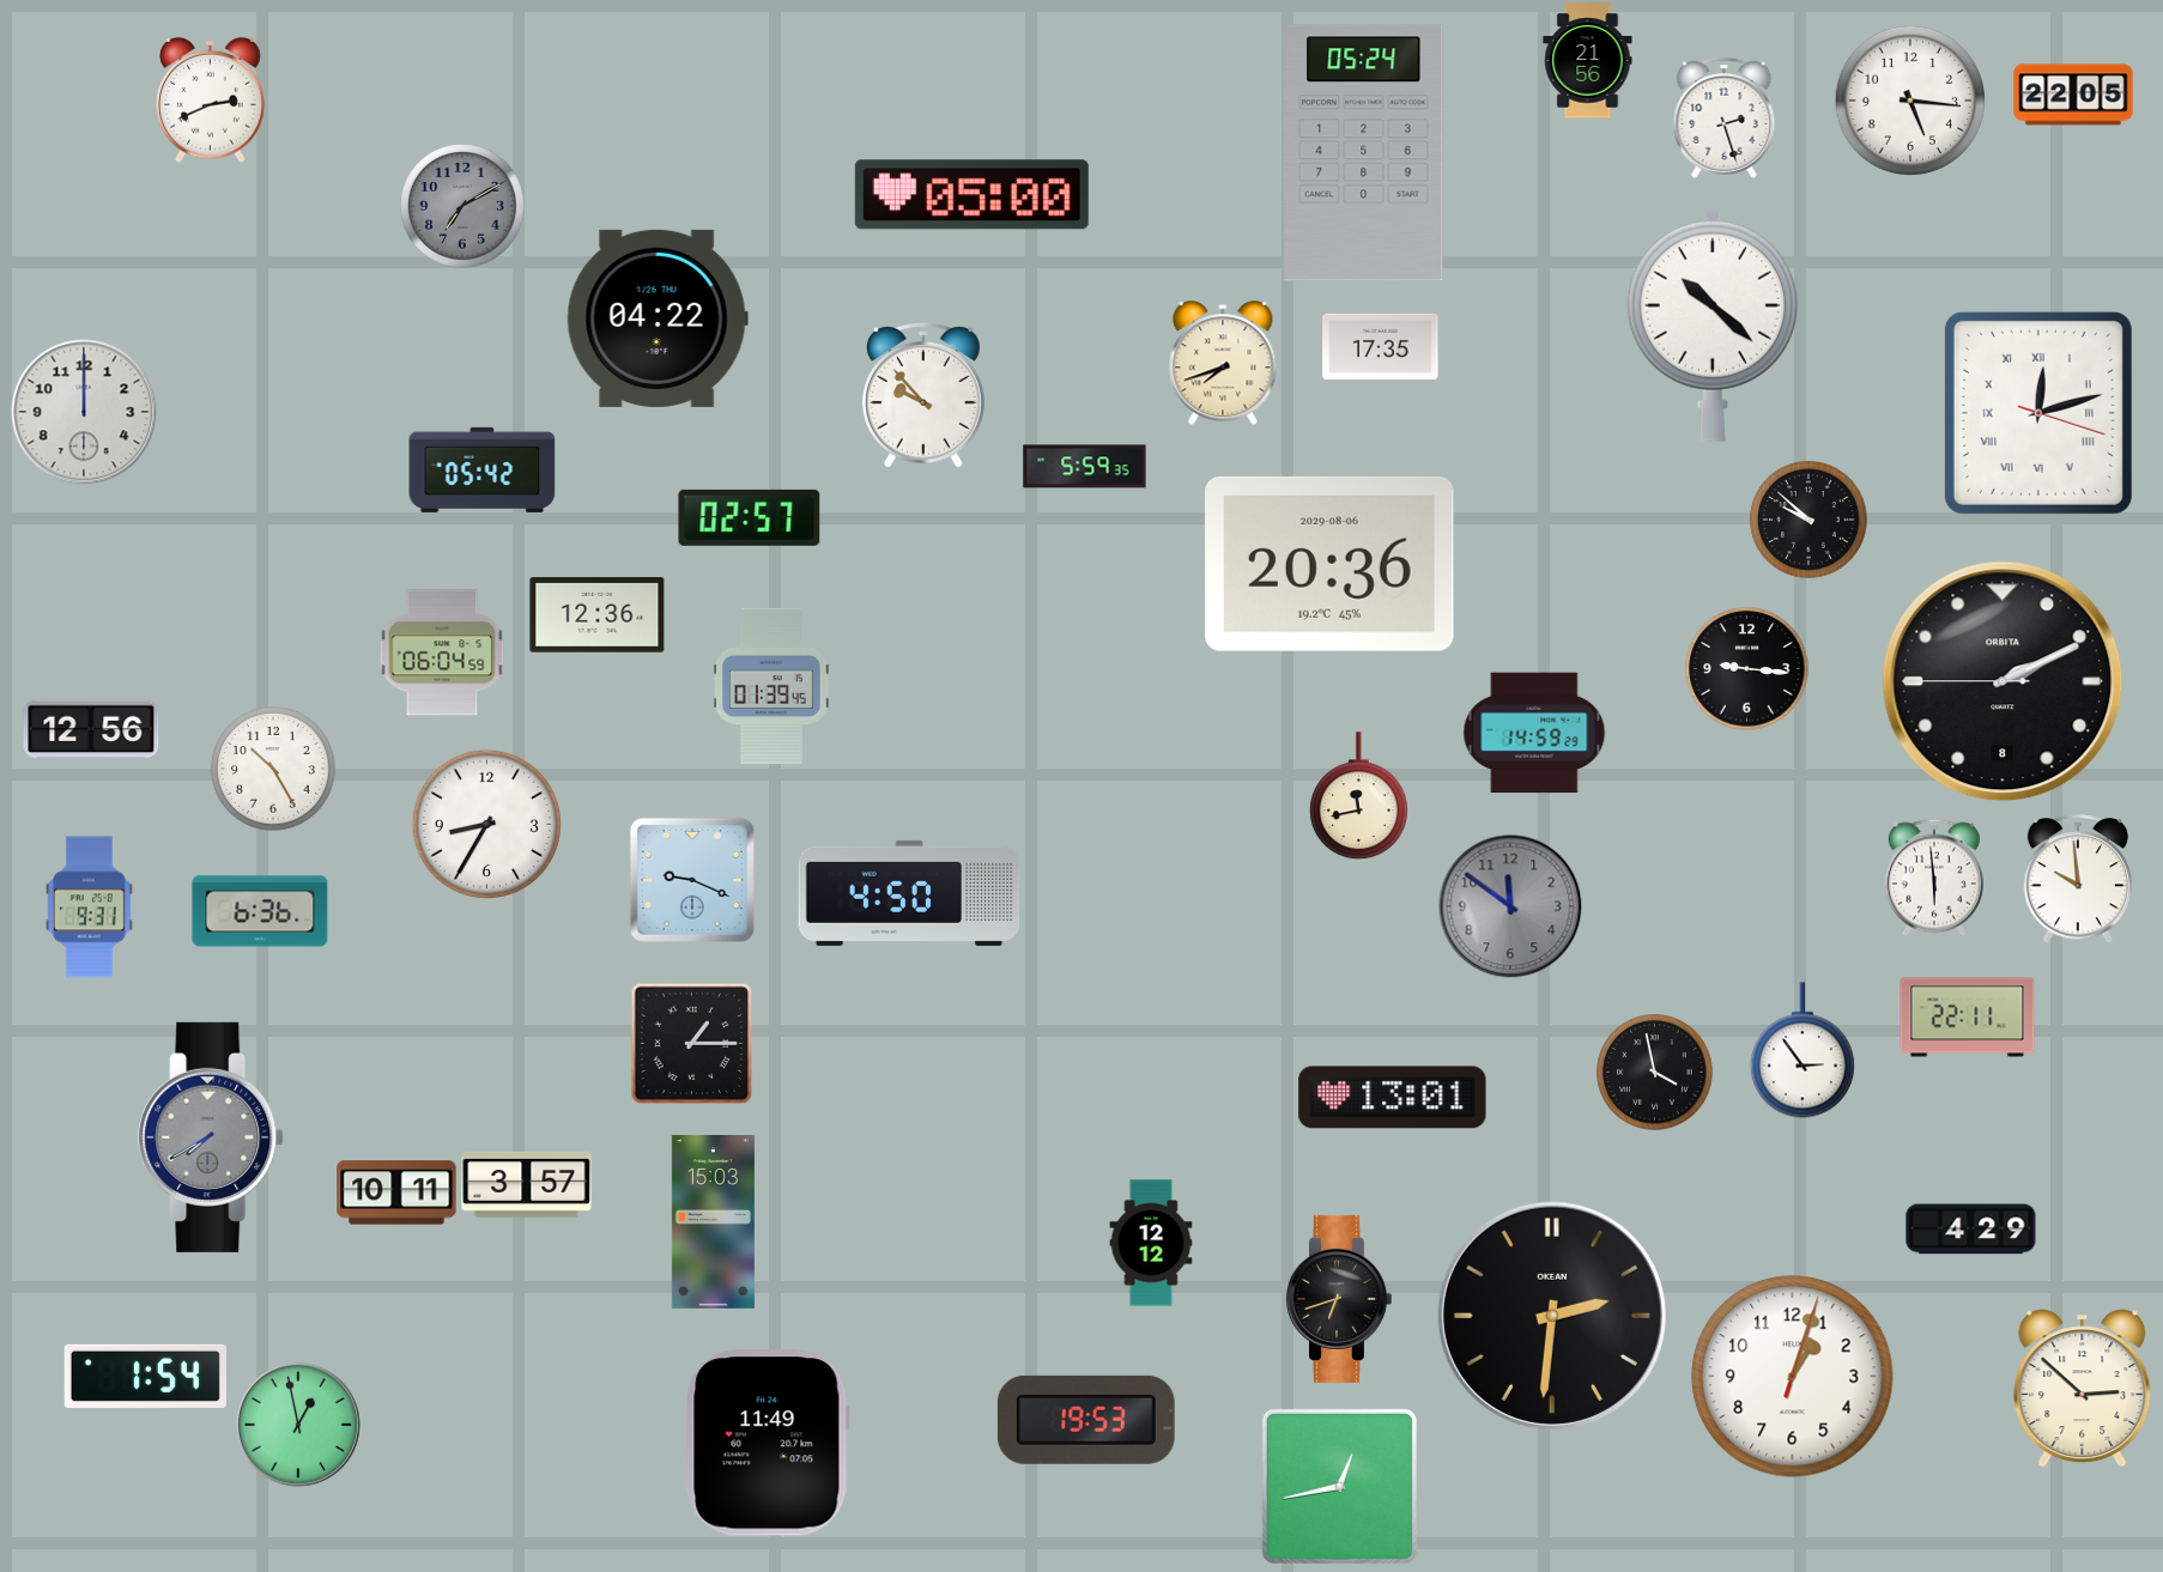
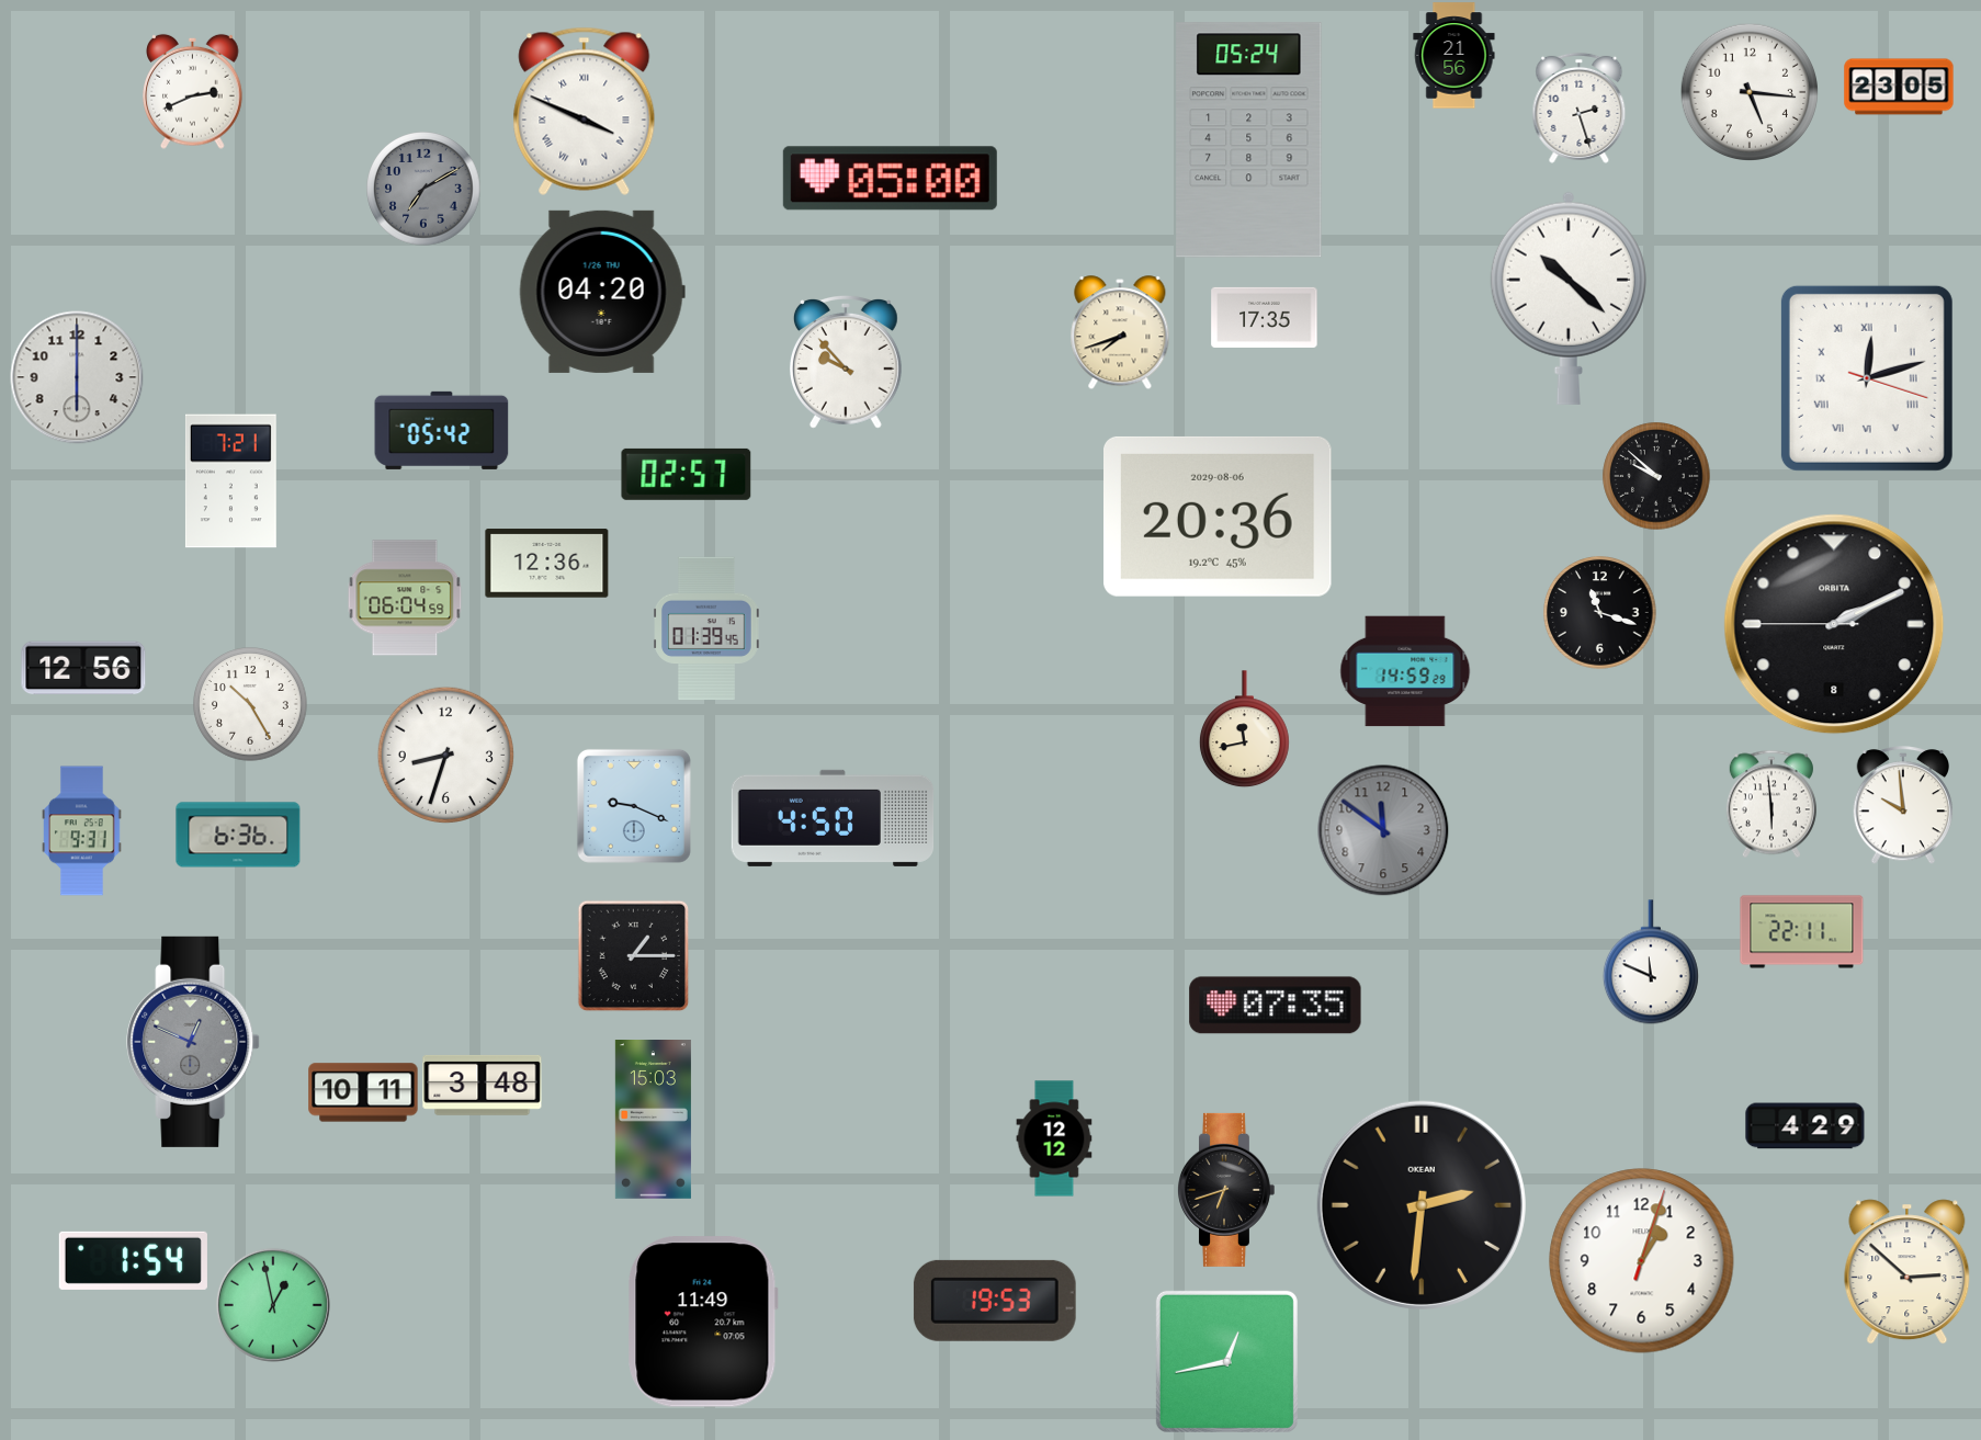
clock at (2073, 95): 22:05 -> 23:05
clock at (585, 111): none -> 3:49
clock at (658, 318): 04:22 -> 04:20
clock at (84, 412): 12:00 -> 6:00
clock at (1085, 467): 5:59 -> none
clock at (230, 481): none -> 7:21
clock at (1747, 669): 9:16 -> 11:18
clock at (486, 824): 8:35 -> 8:33
clock at (1802, 1050): 2:54 -> 11:49
clock at (1655, 1073): 3:58 -> none
clock at (1393, 1098): 13:01 -> 07:35
clock at (211, 1137): 7:40 -> 12:49
clock at (527, 1184): 3:57 -> 3:48
